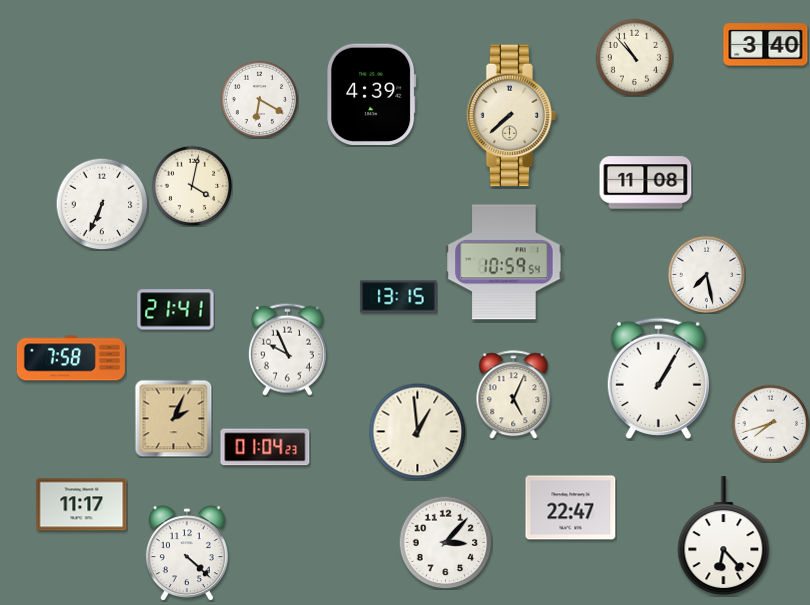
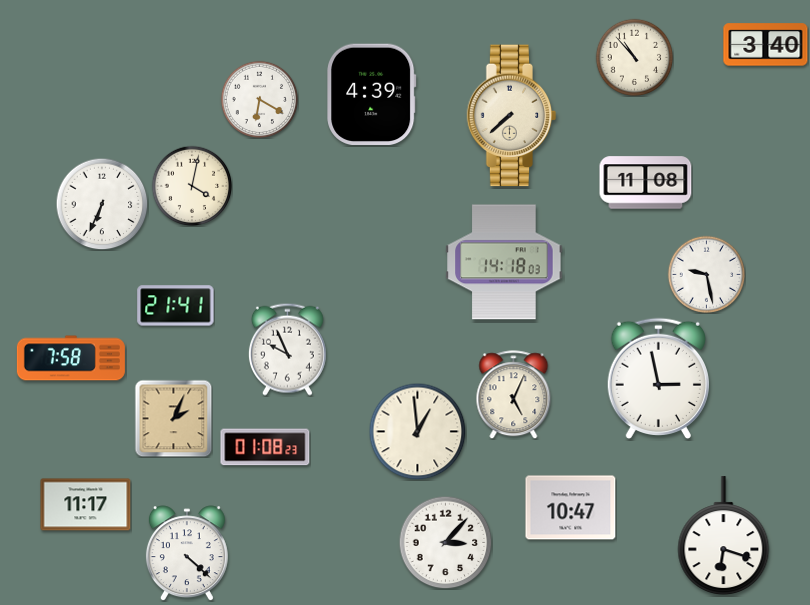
clock at (504, 262): 10:59 -> 14:18
clock at (706, 274): 7:28 -> 9:28
clock at (399, 297): 13:15 -> none
clock at (176, 310) position: (176, 310) -> (176, 306)
clock at (658, 379): 1:05 -> 2:58
clock at (770, 423): 7:42 -> none
clock at (265, 447): 01:04 -> 01:08
clock at (82, 505) position: (82, 505) -> (86, 505)
clock at (571, 508): 22:47 -> 10:47
clock at (724, 536): 6:23 -> 6:18
